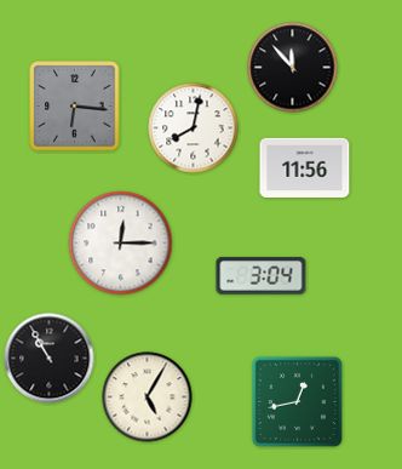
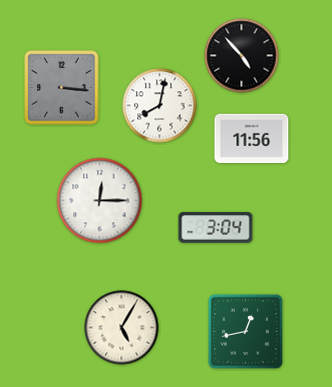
clock at (293, 68): 11:53 -> 4:53
clock at (75, 107): 6:16 -> 3:16
clock at (50, 359): 10:55 -> none
